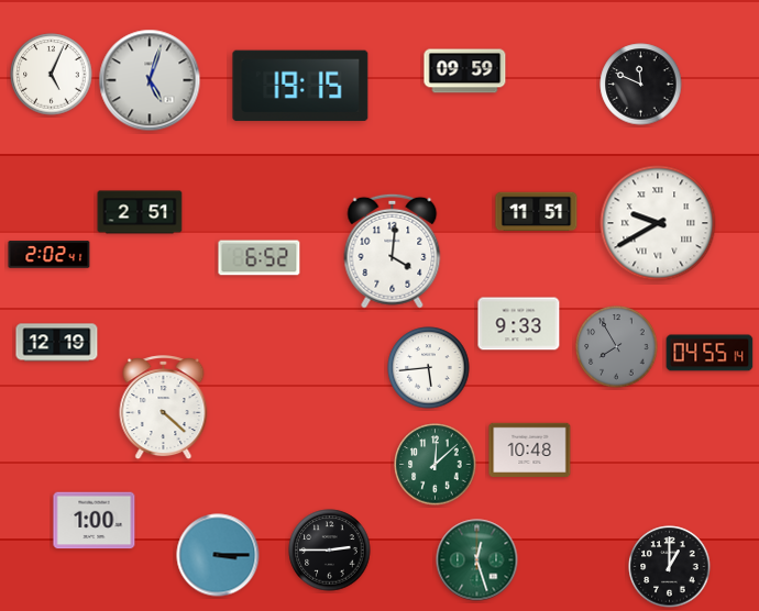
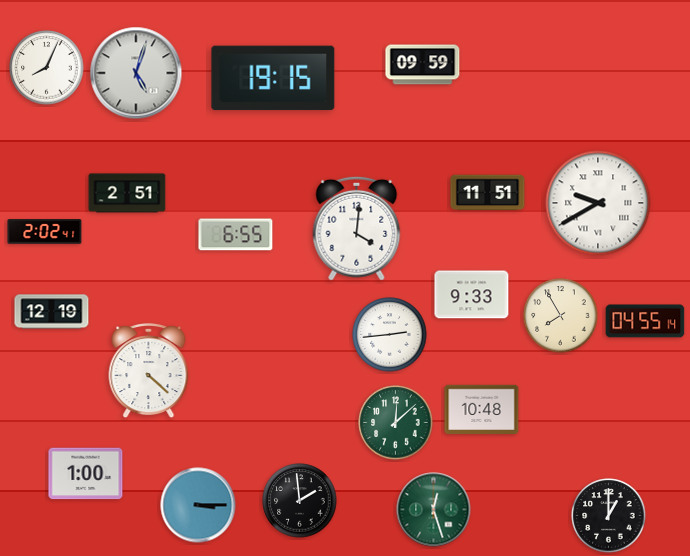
clock at (52, 75): 5:04 -> 8:04
clock at (641, 85): 11:49 -> none
clock at (260, 258): 6:52 -> 6:55
clock at (617, 347) dial: grey -> cream
clock at (429, 368): 5:44 -> 2:44
clock at (330, 551): 2:45 -> 1:59
